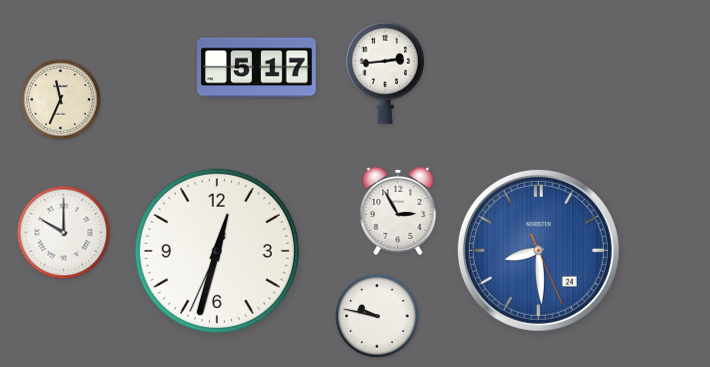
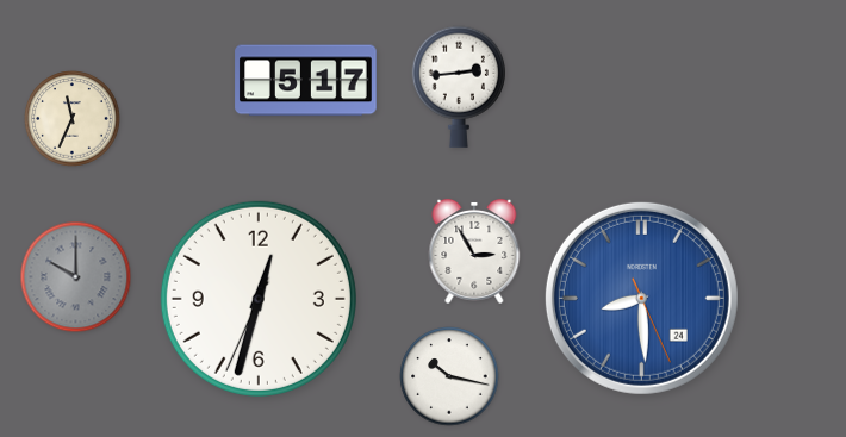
clock at (64, 233) dial: white -> grey
clock at (377, 316): 9:47 -> 10:17
